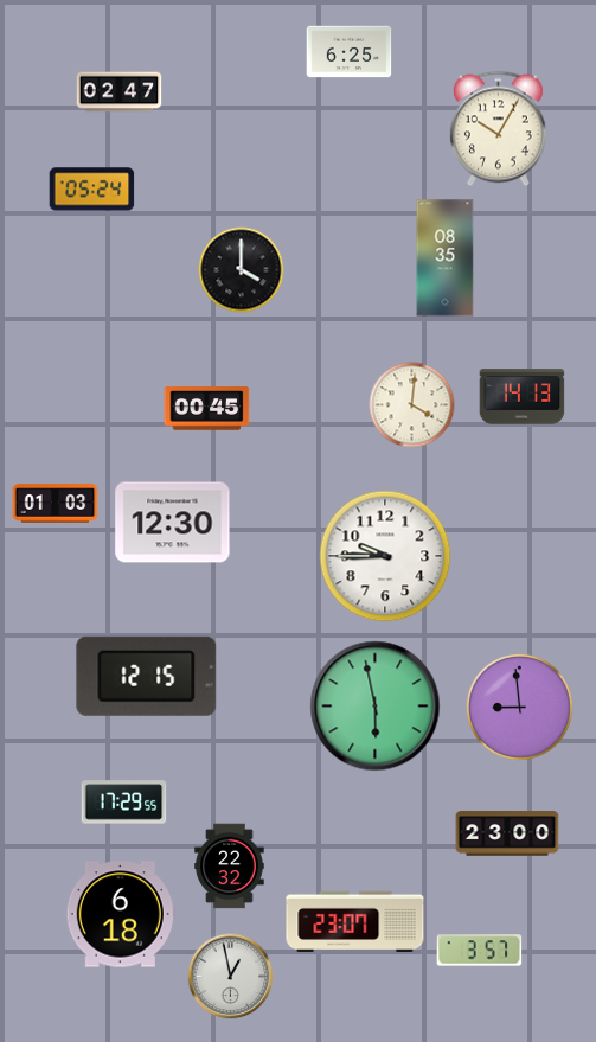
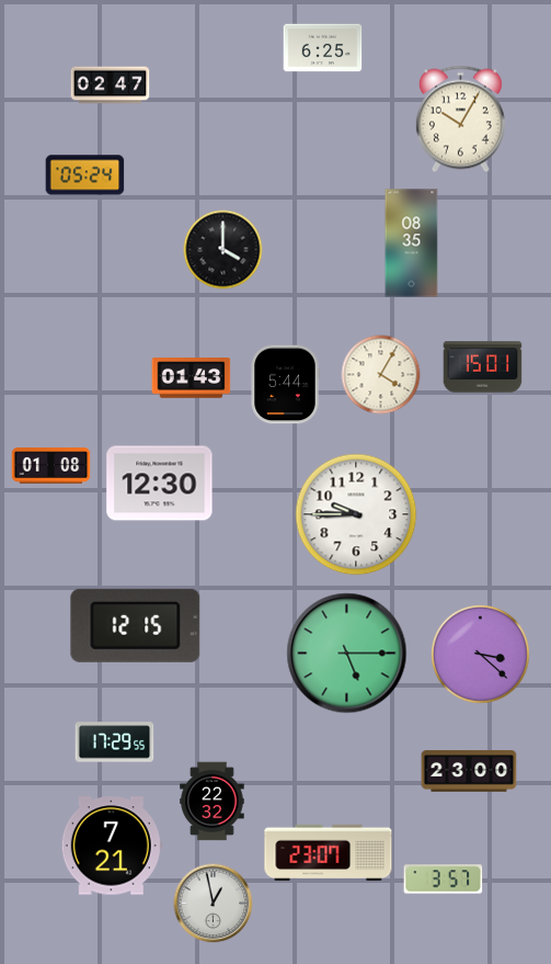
clock at (446, 258) position: (446, 258) -> (412, 243)
clock at (523, 397): 14:13 -> 15:01
clock at (412, 405): 4:01 -> 4:05
clock at (207, 409): 00:45 -> 01:43
clock at (285, 385): none -> 5:44
clock at (56, 504): 01:03 -> 01:08
clock at (376, 707): 5:58 -> 5:15
clock at (520, 708): 8:59 -> 3:22
clock at (121, 914): 6:18 -> 7:21
